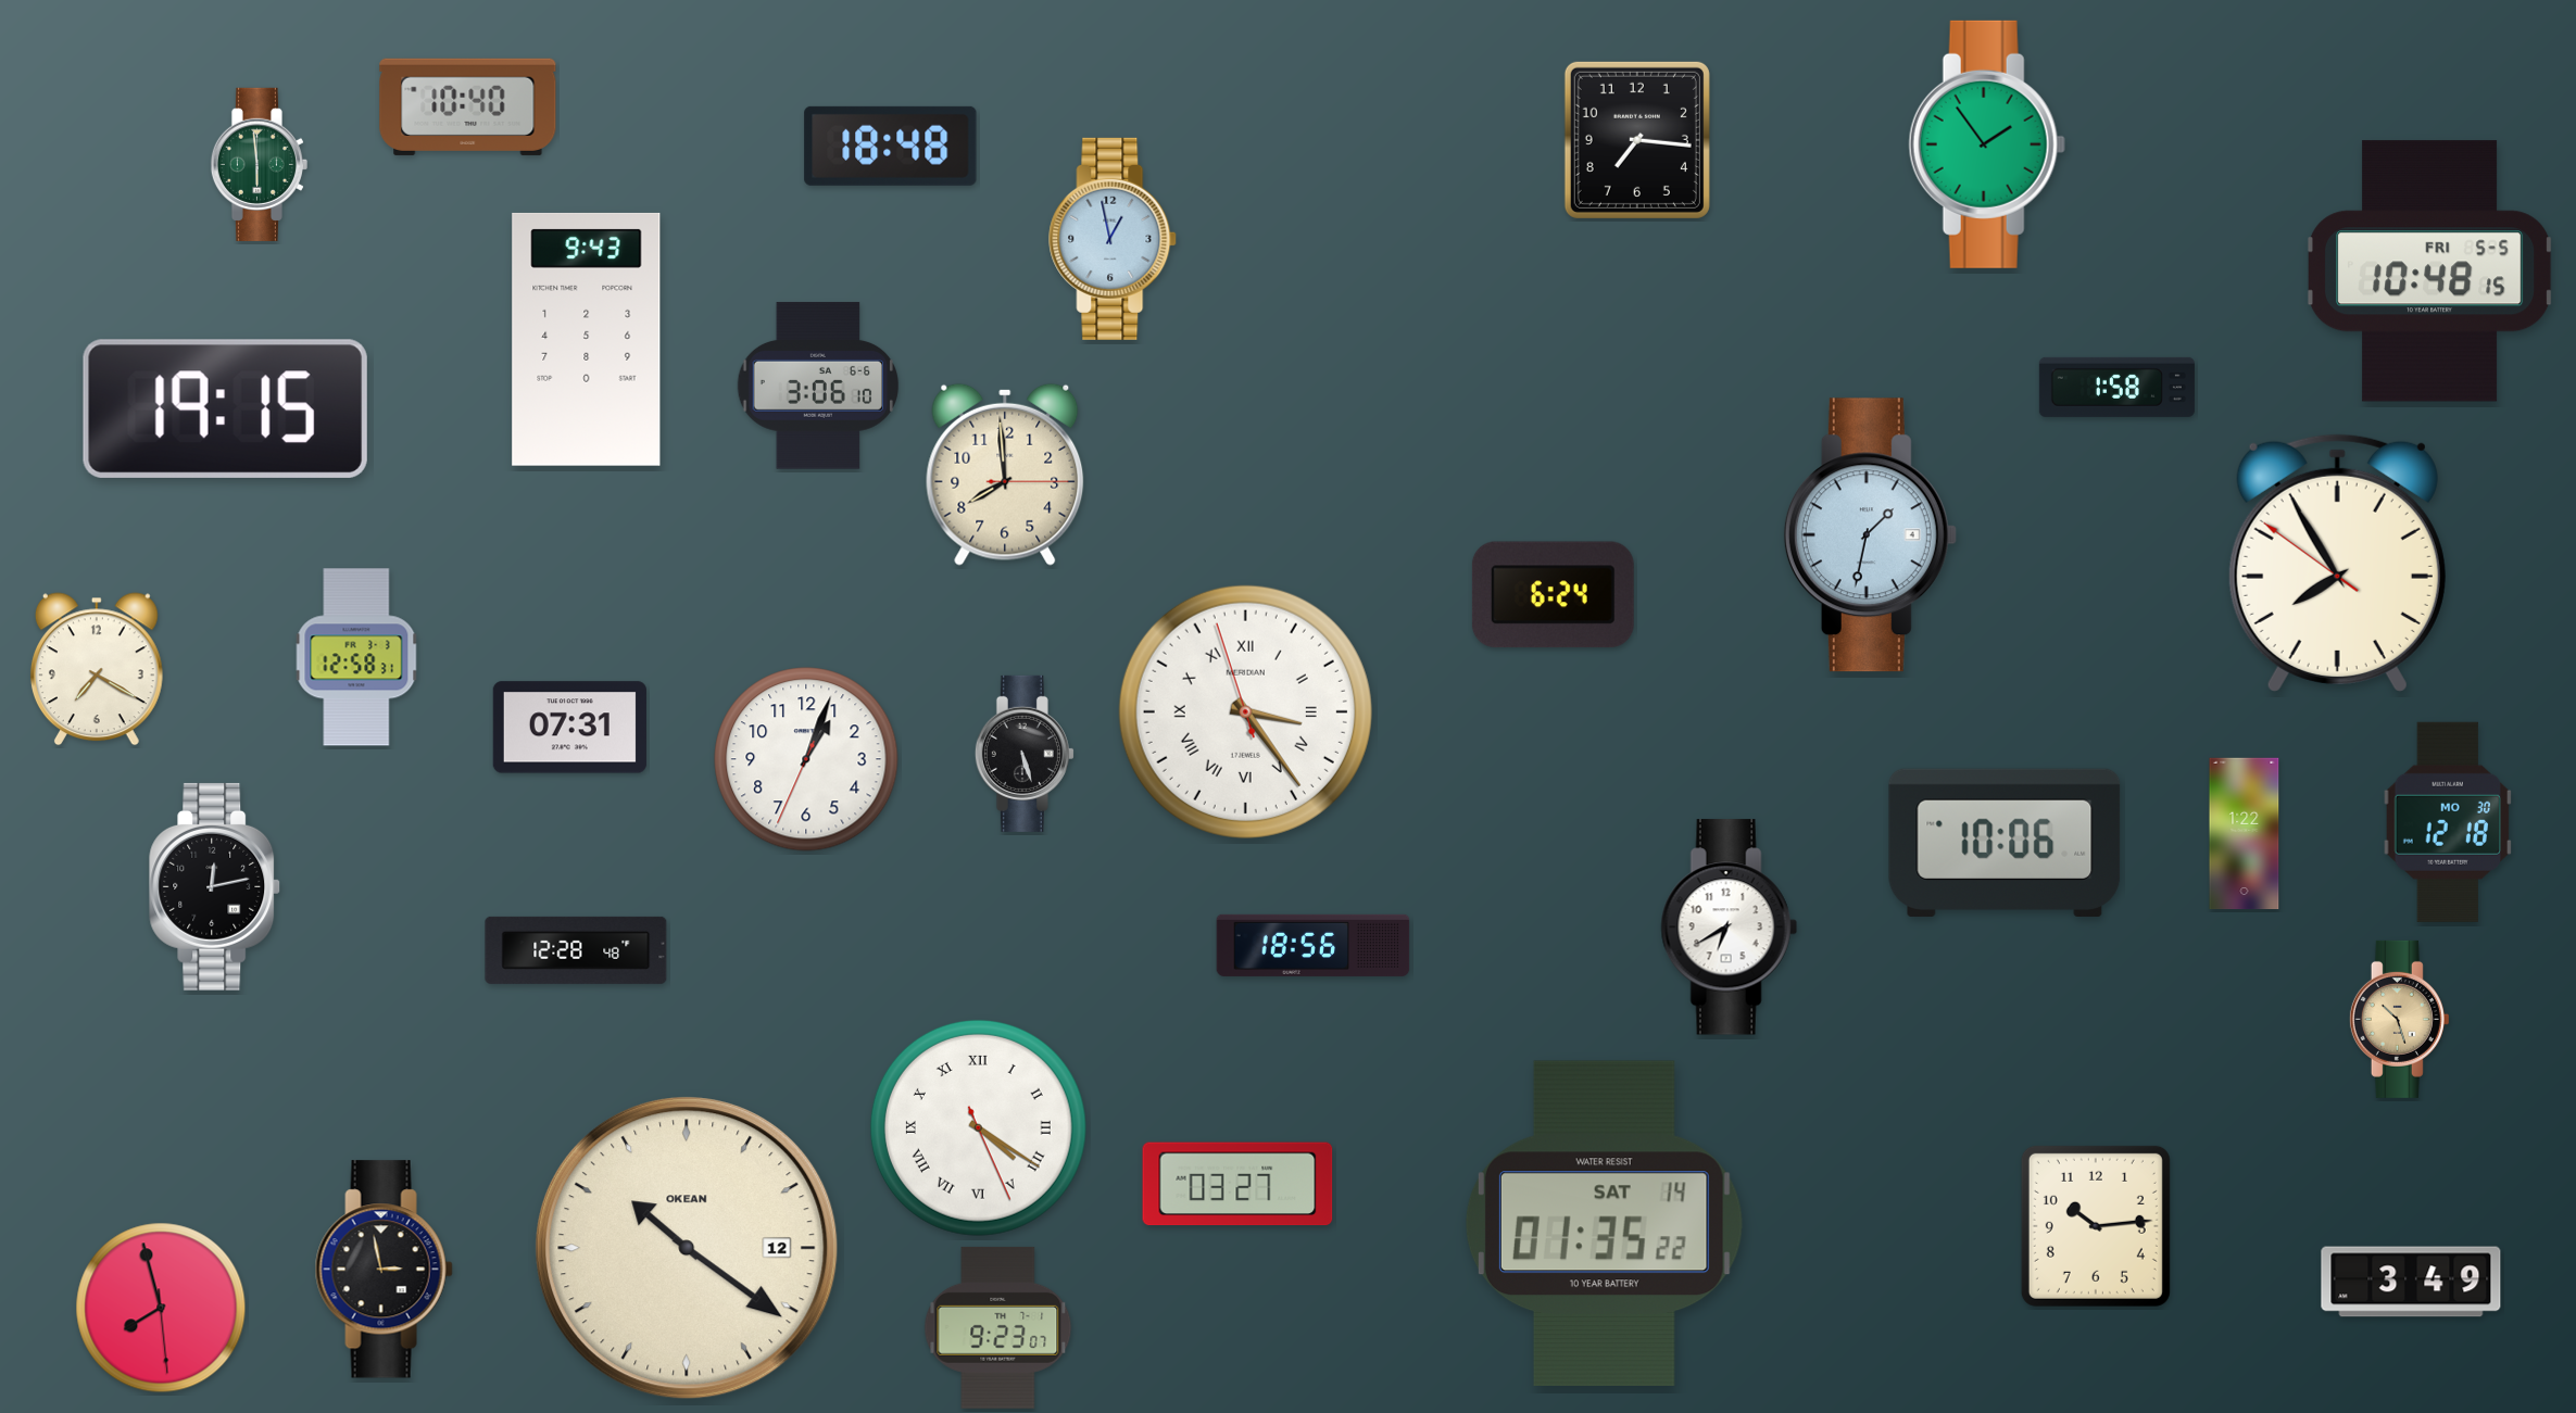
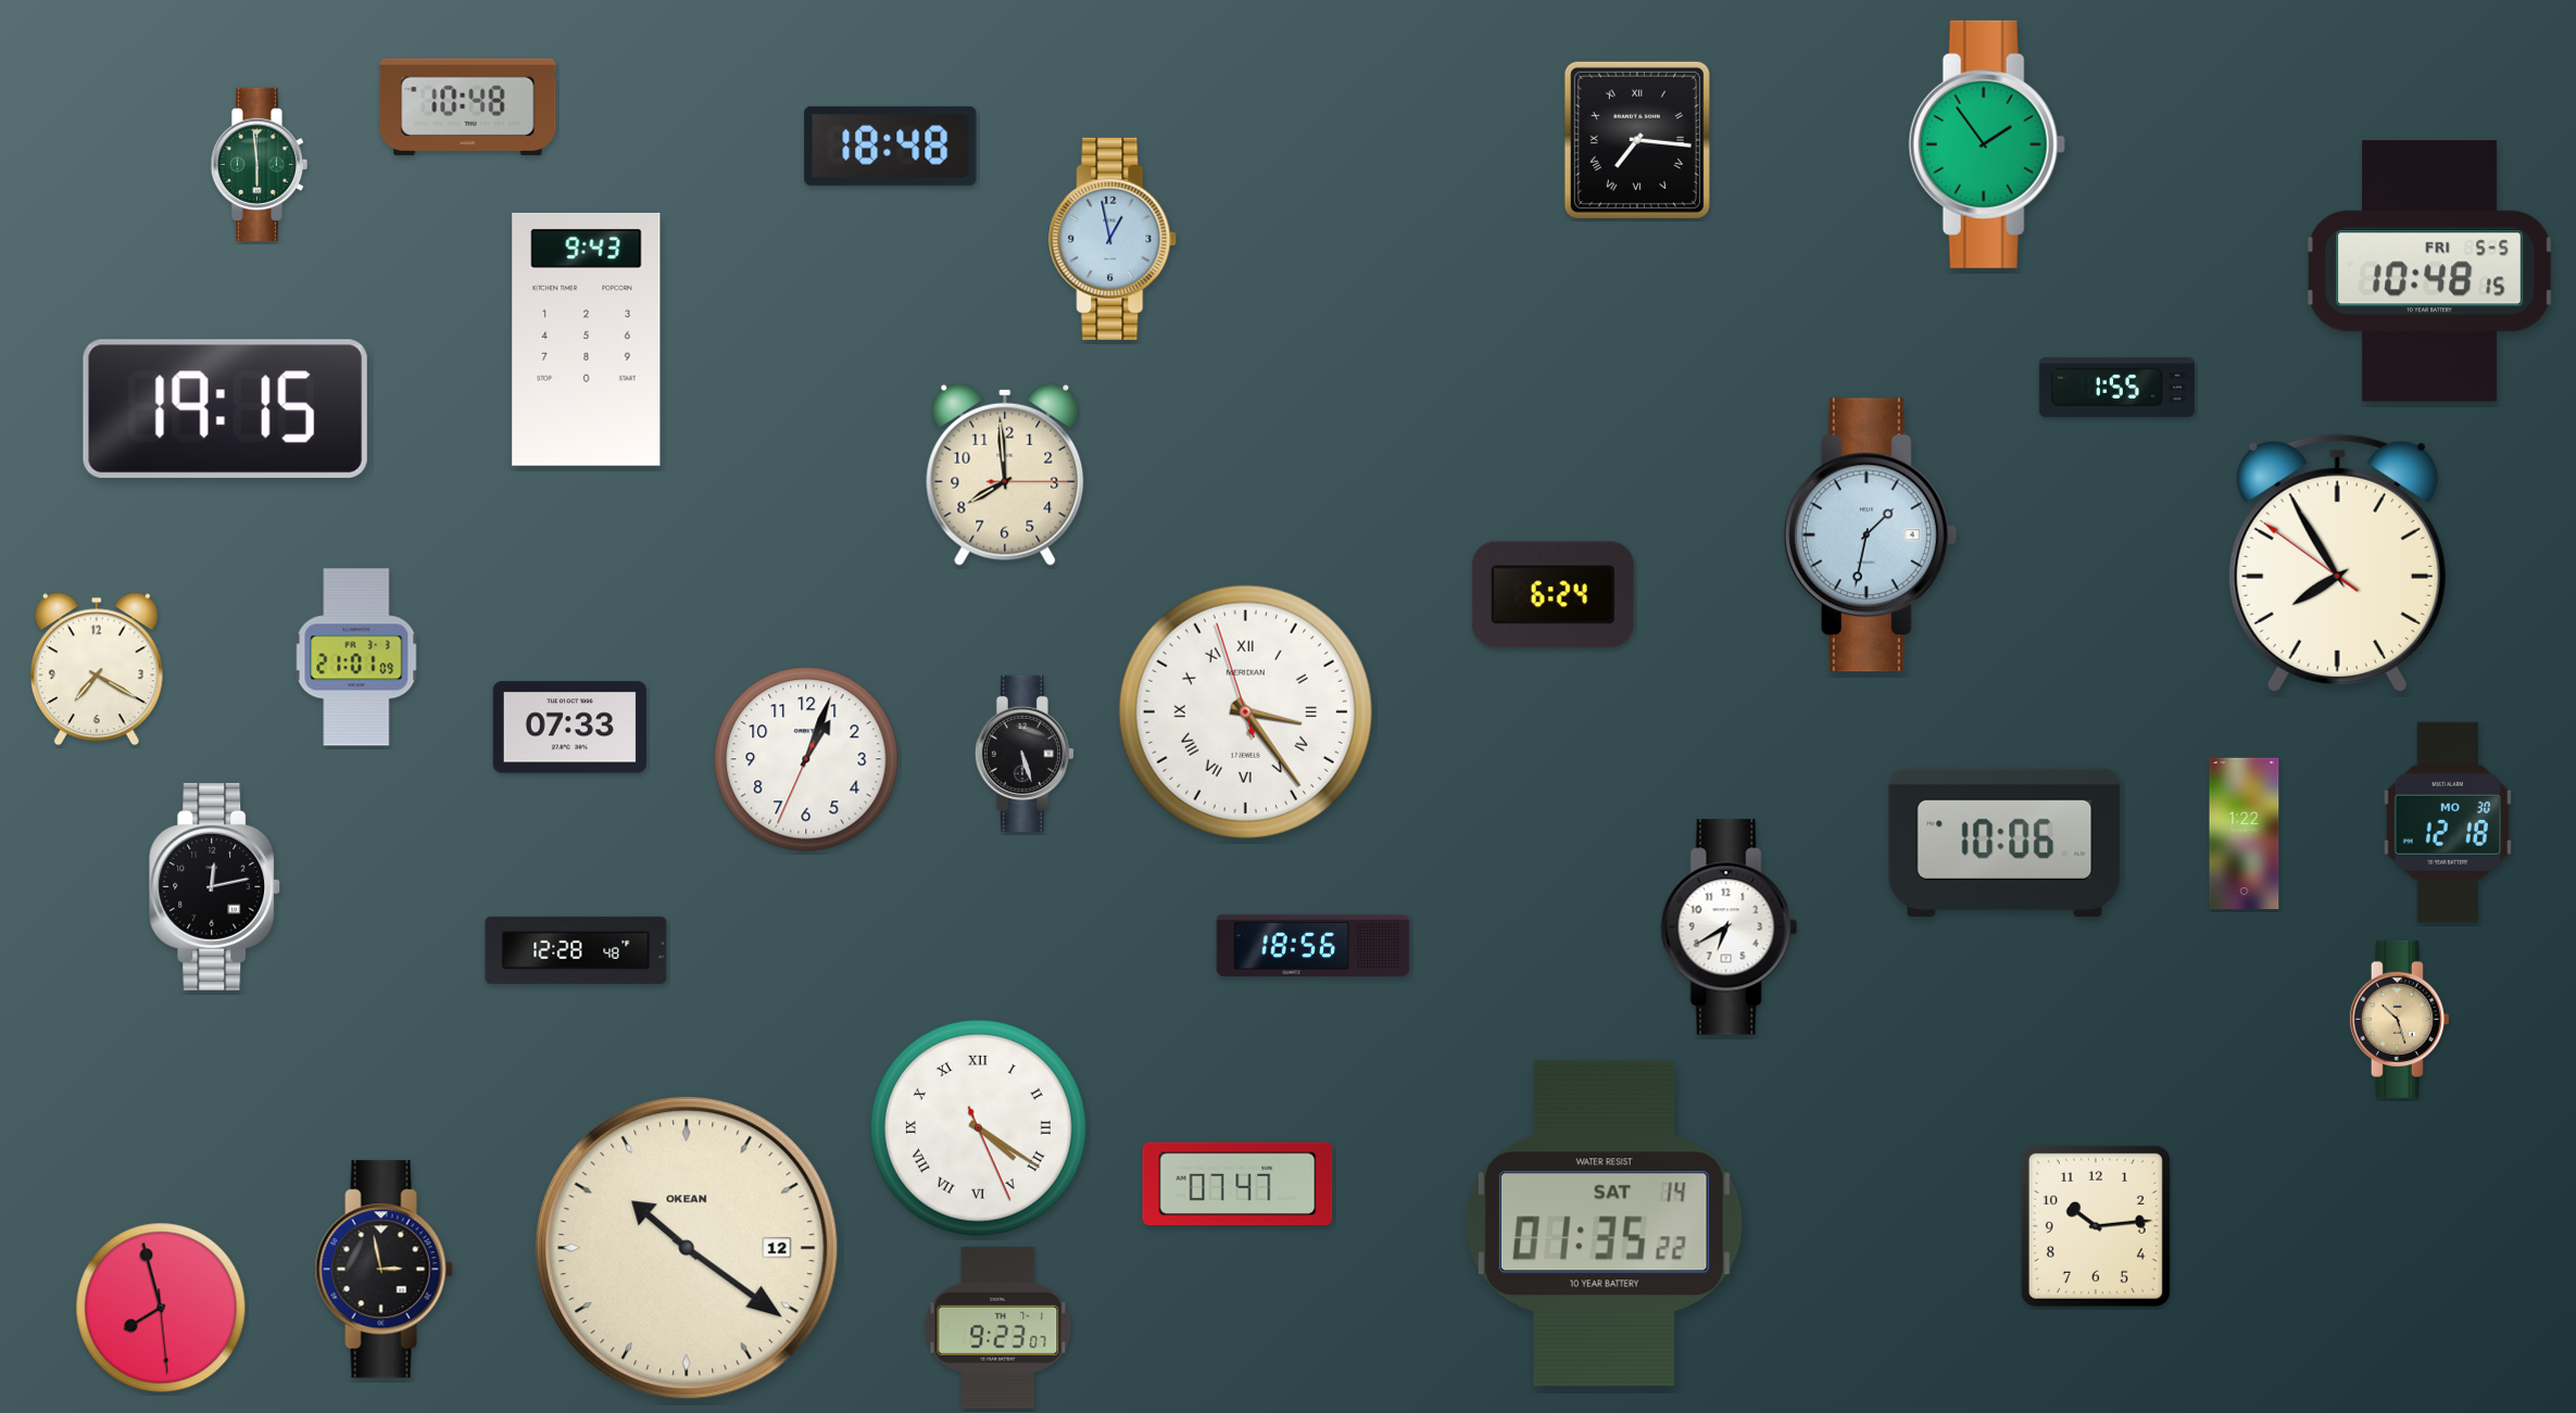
clock at (468, 106): 10:40 -> 10:48
clock at (1637, 140) numerals: Arabic -> Roman
clock at (818, 386): 3:06 -> none
clock at (2116, 387): 1:58 -> 1:55
clock at (356, 657): 12:58 -> 21:01
clock at (569, 728): 07:31 -> 07:33
clock at (1237, 1184): 03:27 -> 07:47
clock at (2411, 1282): 3:49 -> none
